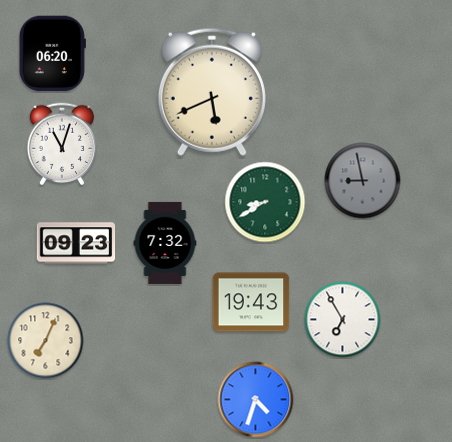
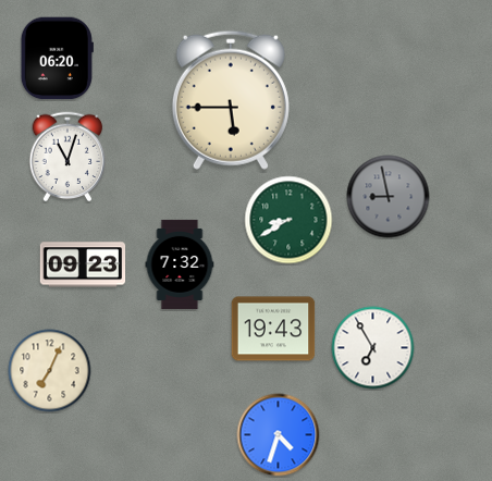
clock at (212, 92): 5:41 -> 5:45
clock at (363, 181) position: (363, 181) -> (389, 197)
